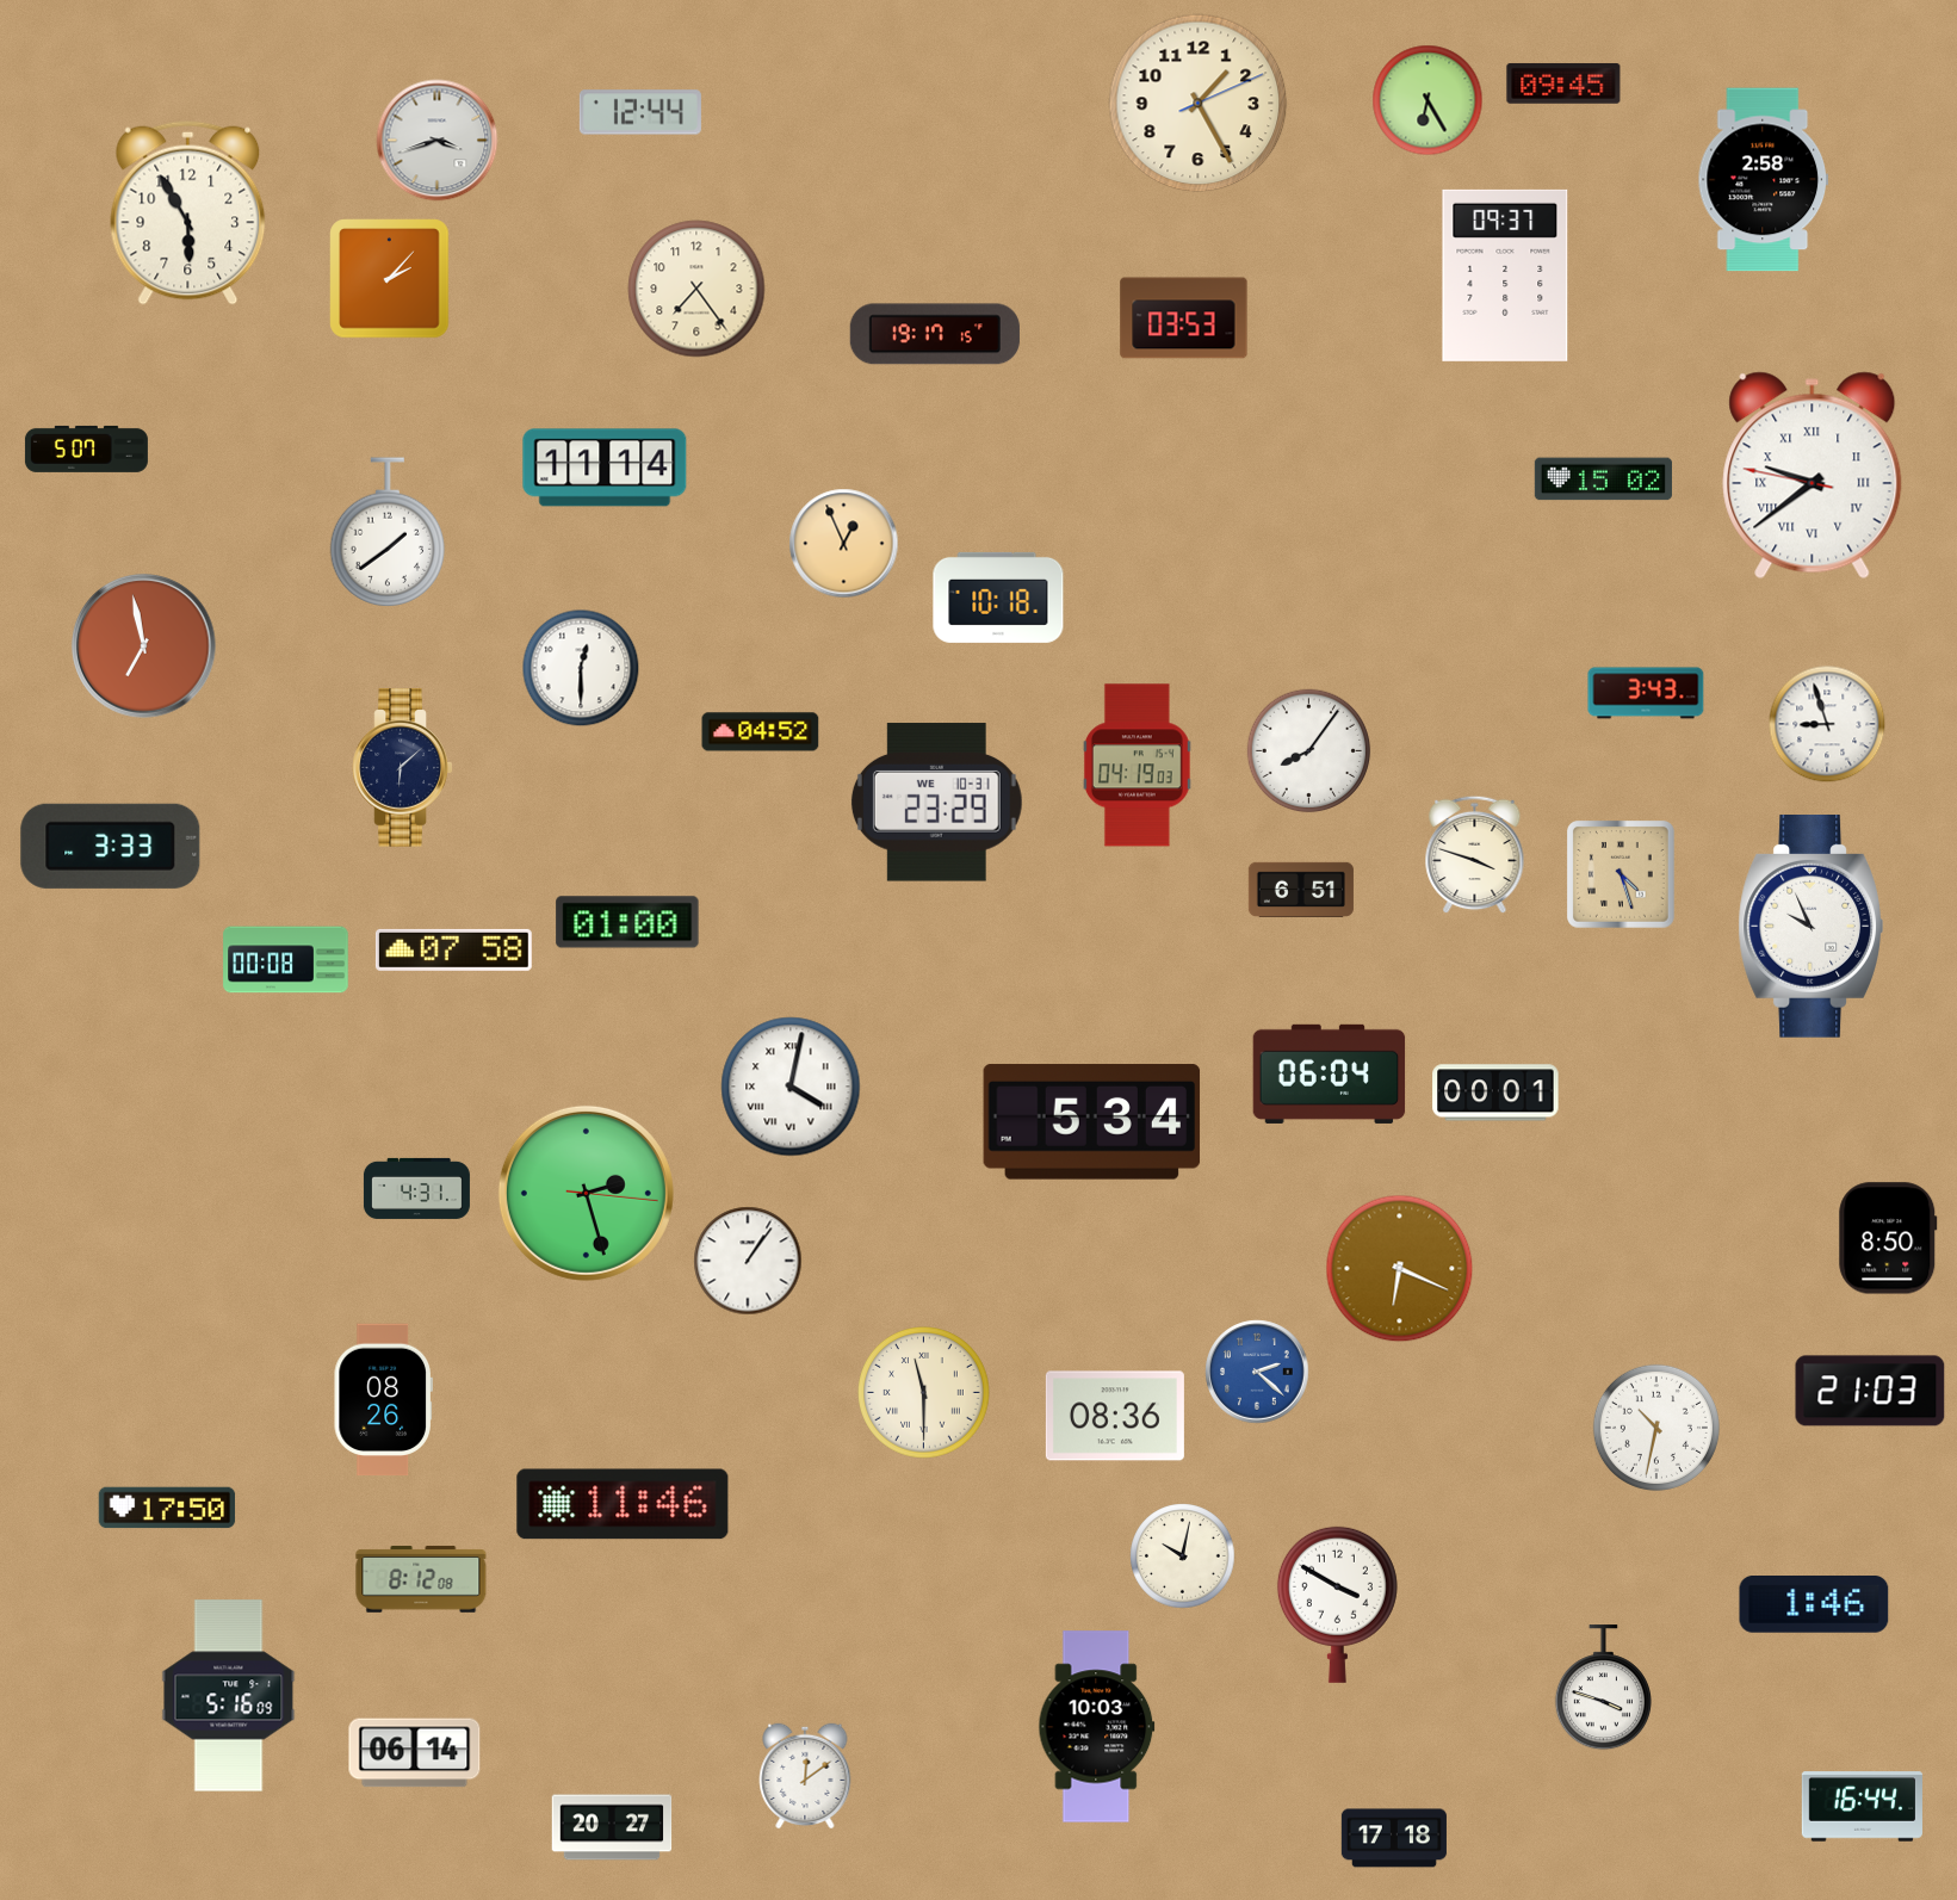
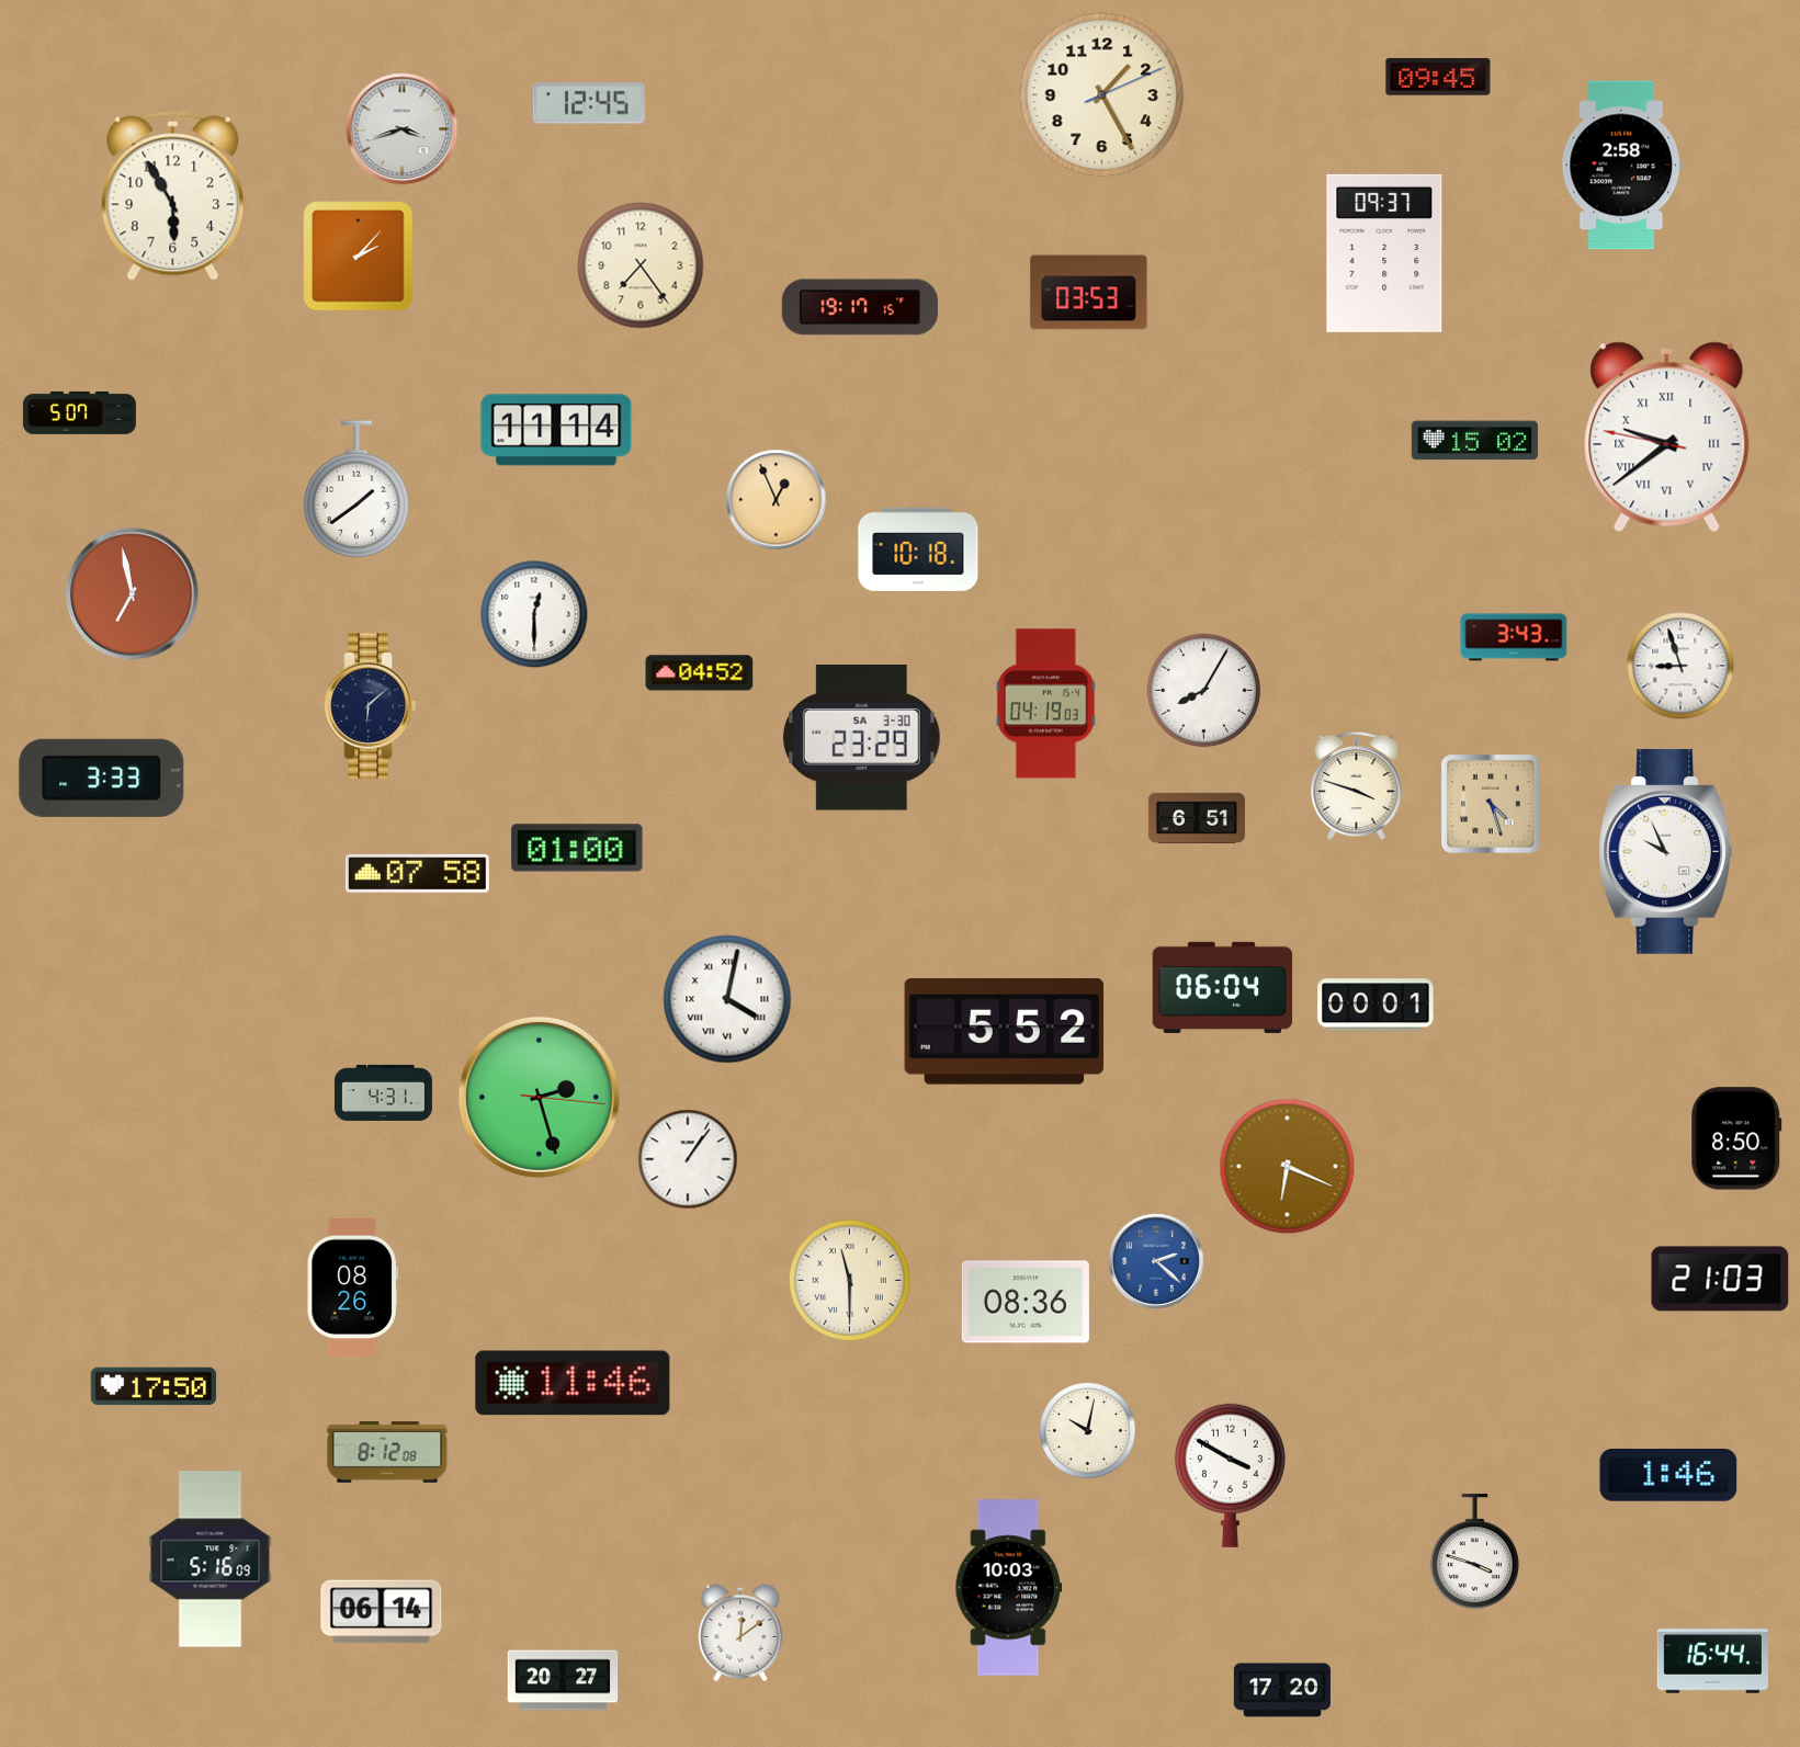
clock at (1428, 100): 6:25 -> none
clock at (640, 112): 12:44 -> 12:45
clock at (1309, 751): 8:06 -> 8:05
clock at (936, 803) date: WE 10-31 -> SA 3-30
clock at (286, 960): 00:08 -> none
clock at (1092, 1122): 5:34 -> 5:52
clock at (1656, 1428): 10:32 -> none
clock at (1394, 1838): 17:18 -> 17:20
